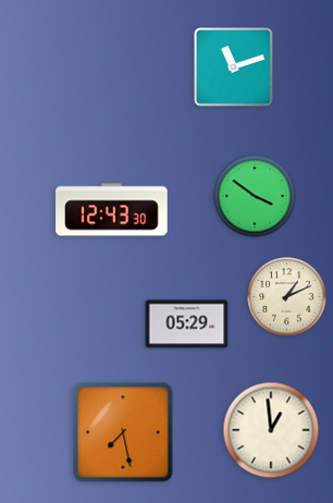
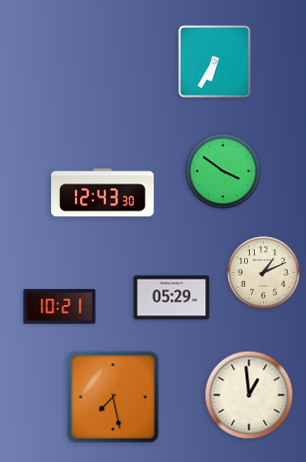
clock at (234, 68): 11:12 -> 6:35
clock at (255, 196) position: (255, 196) -> (223, 171)
clock at (60, 307): none -> 10:21
